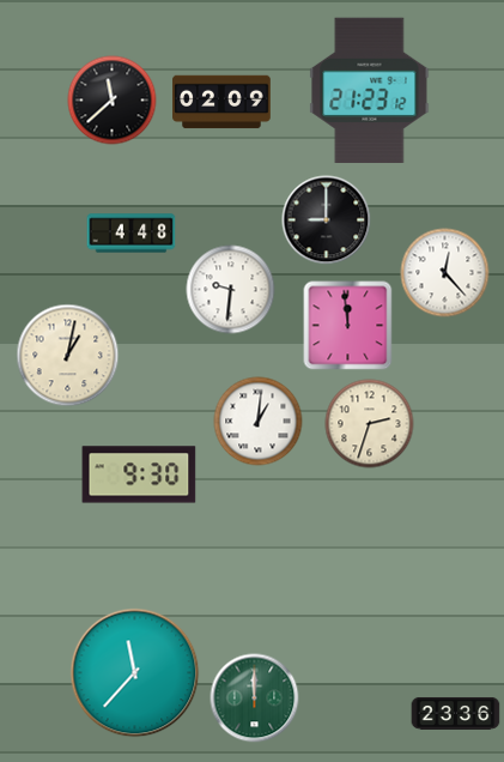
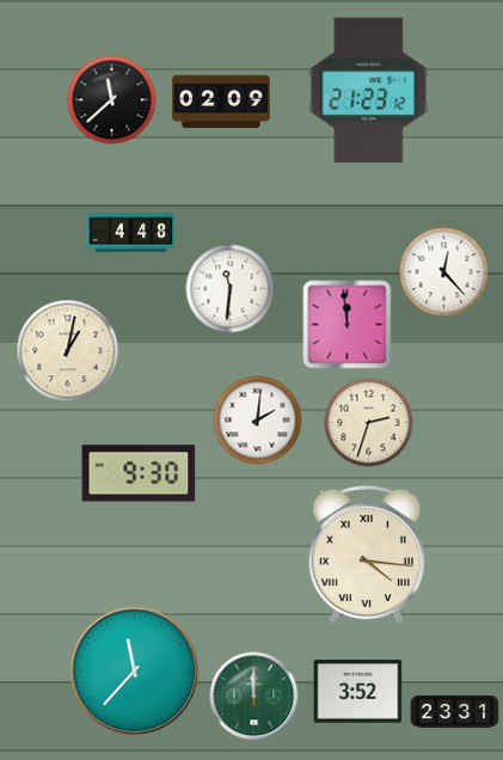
clock at (327, 220): 9:00 -> none
clock at (231, 290): 9:31 -> 11:31
clock at (68, 356) position: (68, 356) -> (68, 351)
clock at (259, 422): 1:01 -> 2:01
clock at (367, 554): none -> 4:16
clock at (358, 692): none -> 3:52
clock at (456, 713): 23:36 -> 23:31
